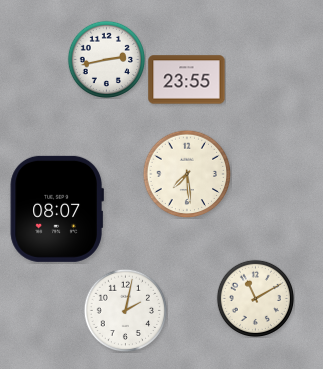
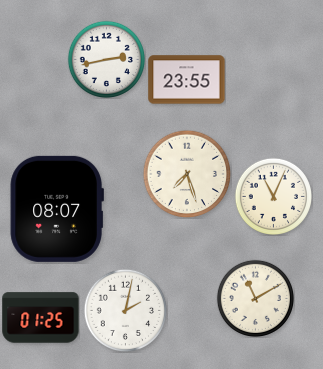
clock at (187, 174): 7:29 -> 7:27
clock at (273, 196): none -> 11:04
clock at (41, 318): none -> 01:25
